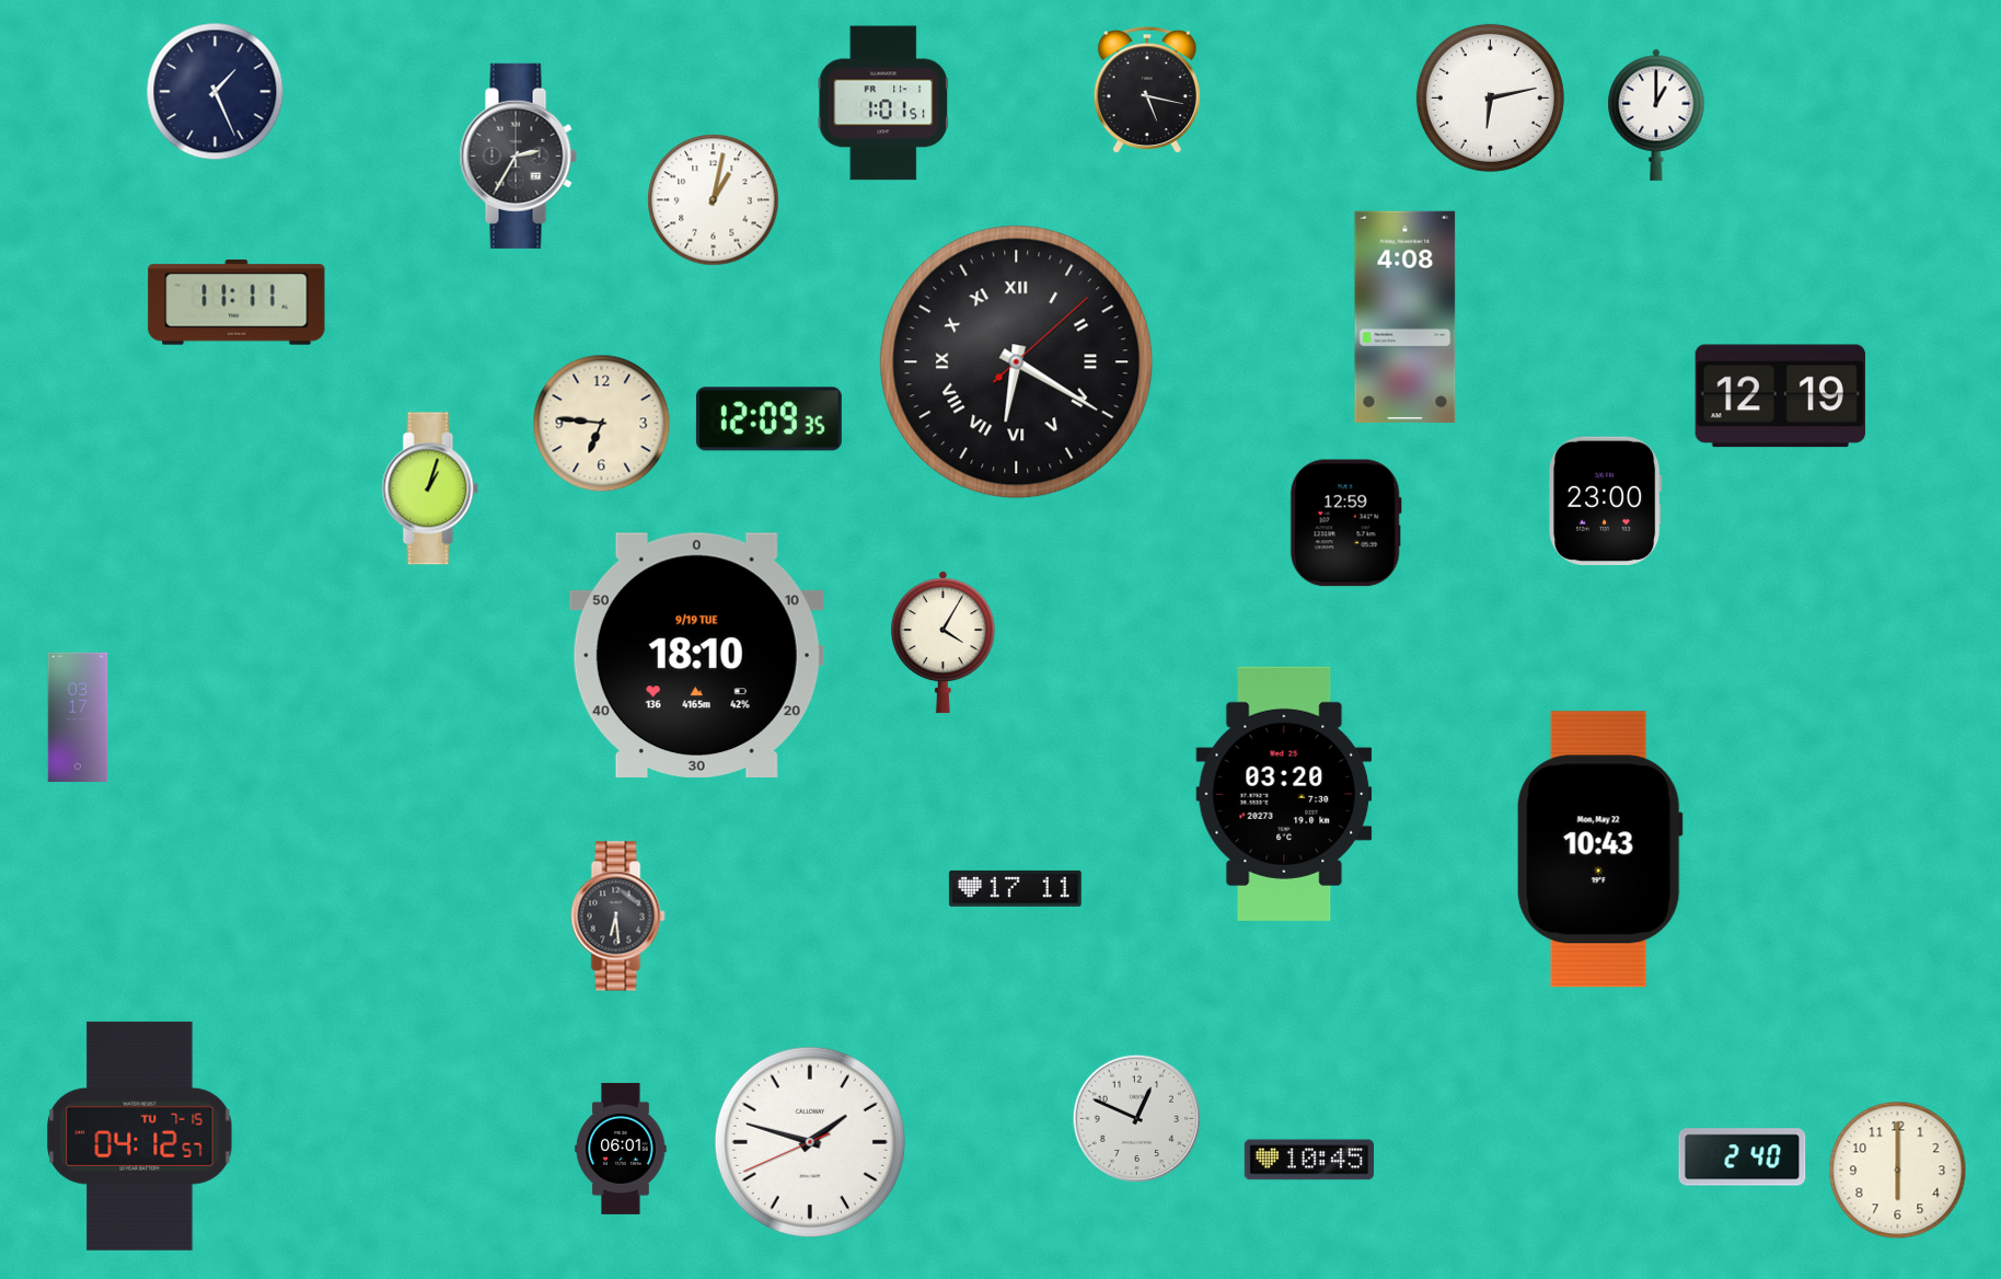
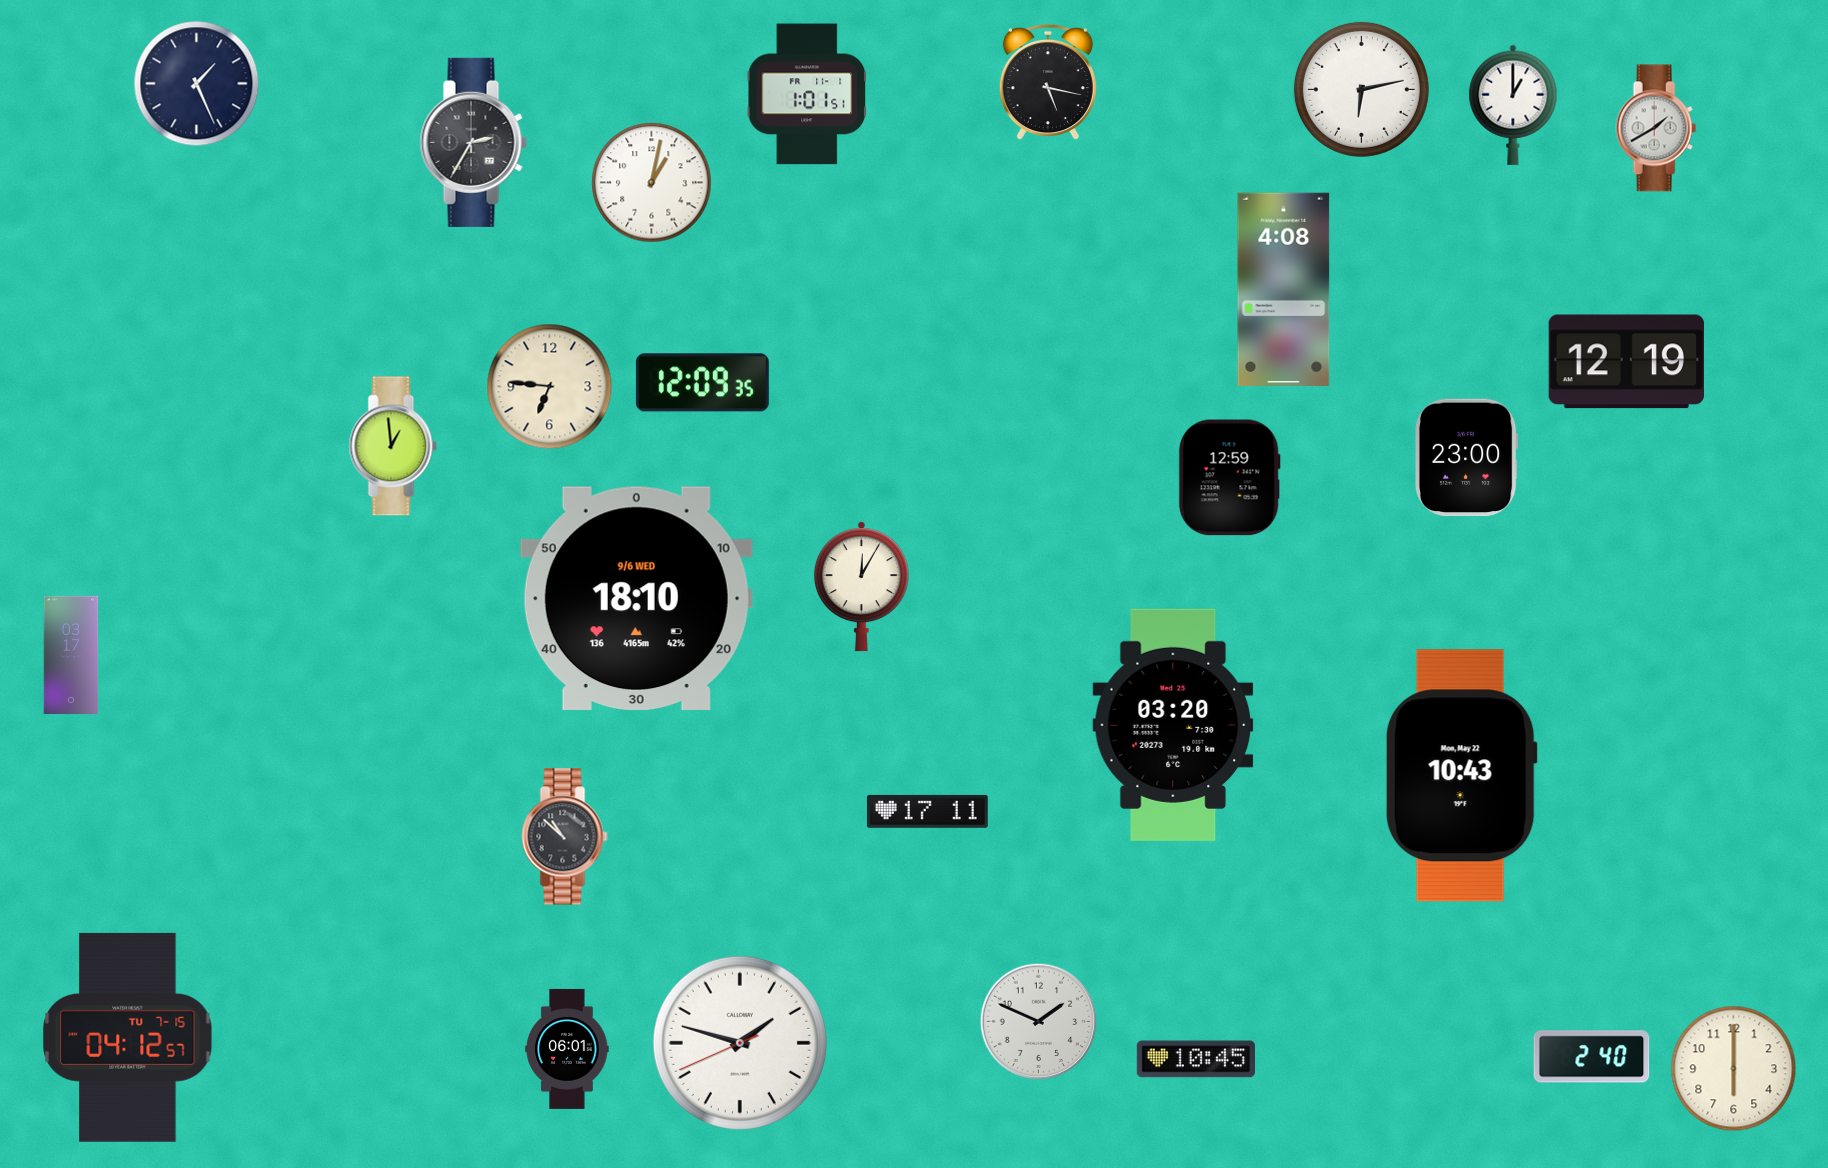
clock at (1656, 128): none -> 1:40
clock at (236, 302): 11:11 -> none
clock at (1017, 362): 6:20 -> none
clock at (430, 488): 1:03 -> 12:59
clock at (942, 643): 4:05 -> 12:05
clock at (696, 655) date: 9/19 TUE -> 9/6 WED
clock at (618, 917): 6:29 -> 10:52
clock at (1137, 1119): 12:49 -> 1:49
